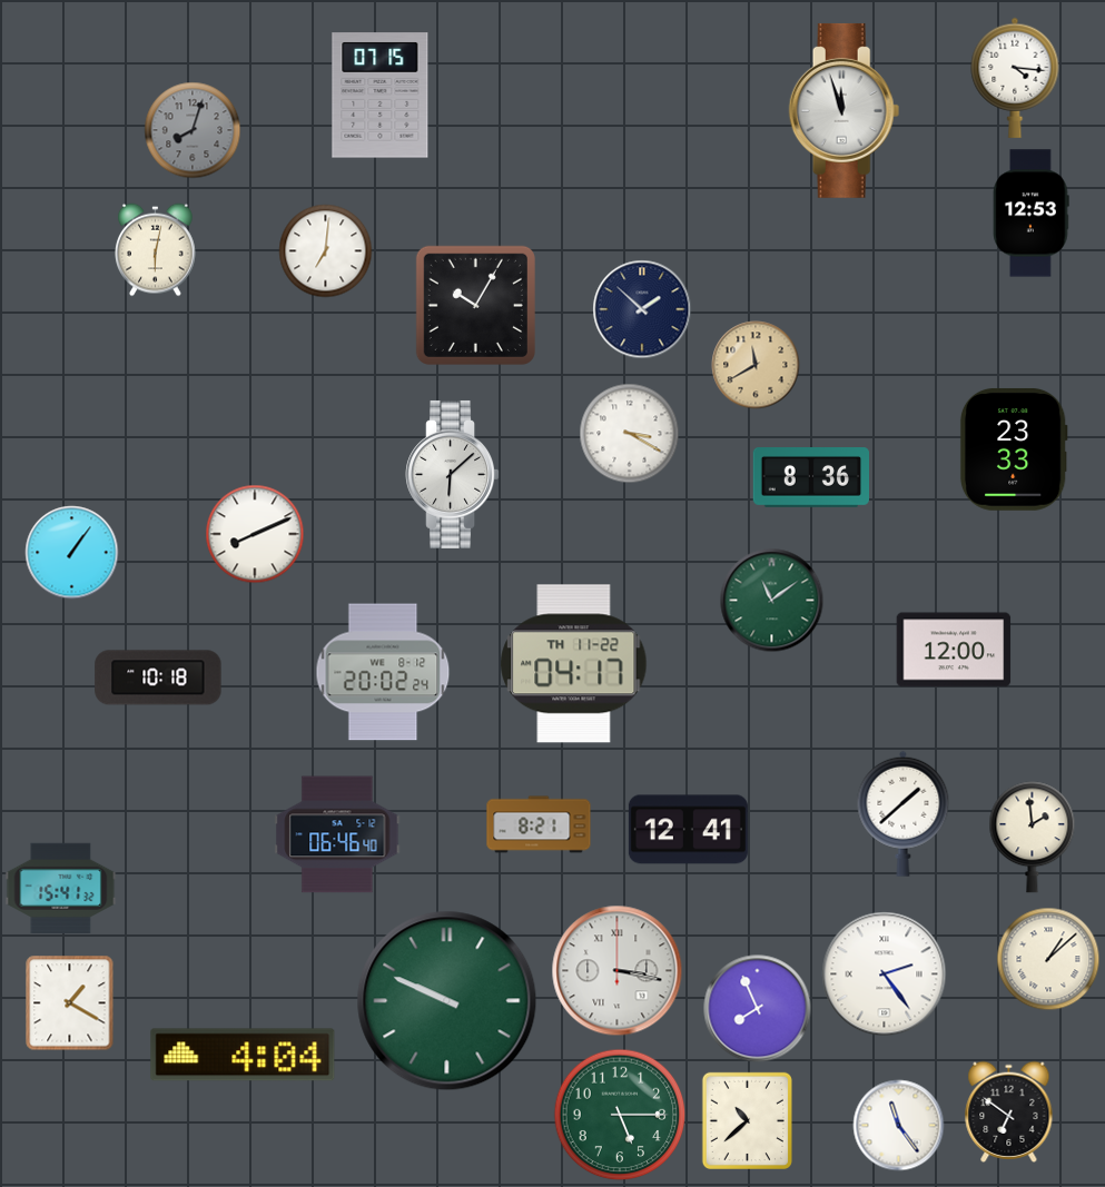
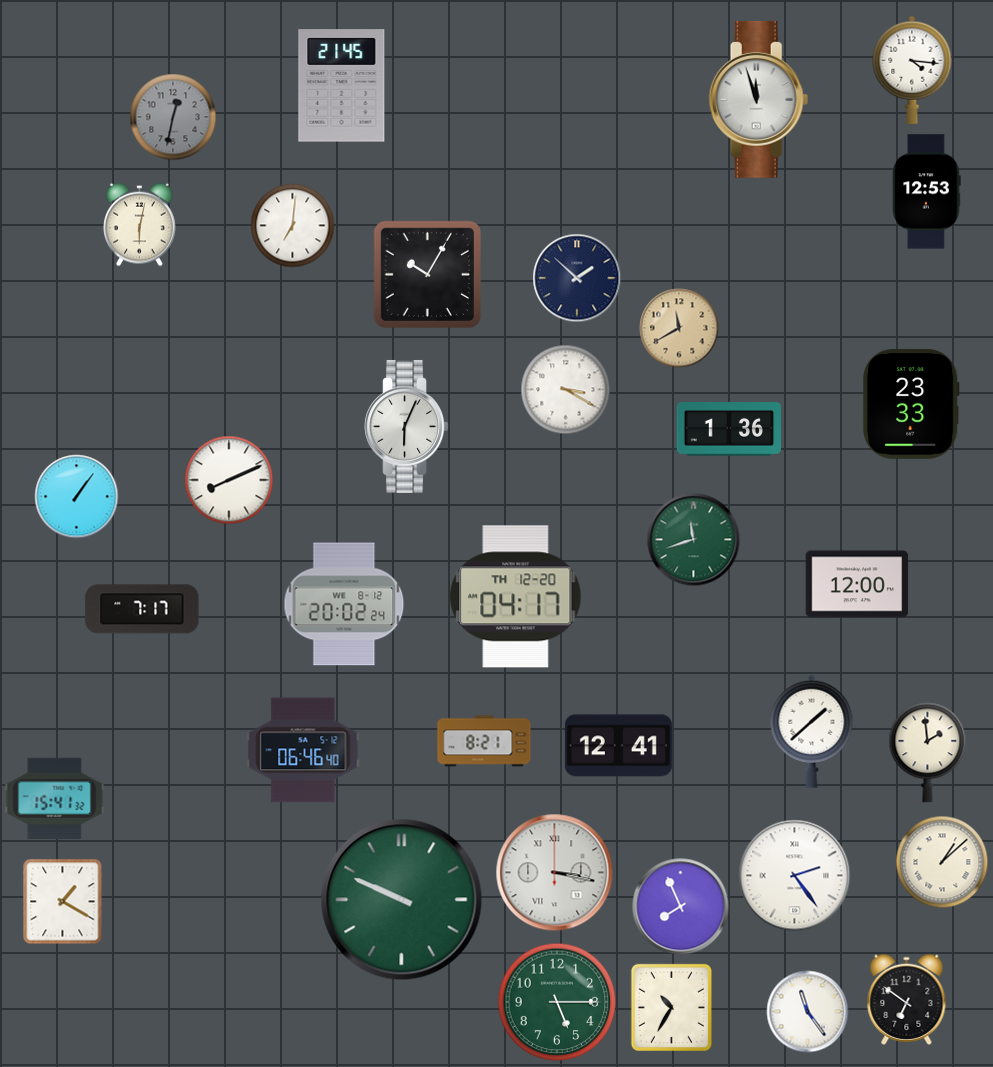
clock at (381, 96): 07:15 -> 21:45
clock at (193, 130): 8:03 -> 12:32
clock at (452, 474): 6:08 -> 6:04
clock at (810, 478): 8:36 -> 1:36
clock at (72, 553) position: (72, 553) -> (77, 497)
clock at (772, 601): 11:09 -> 11:42
clock at (574, 664) date: TH 11-22 -> TH 12-20
clock at (158, 677): 10:18 -> 7:17
clock at (243, 1055): 4:04 -> none
clock at (747, 1120): 10:38 -> 10:35
